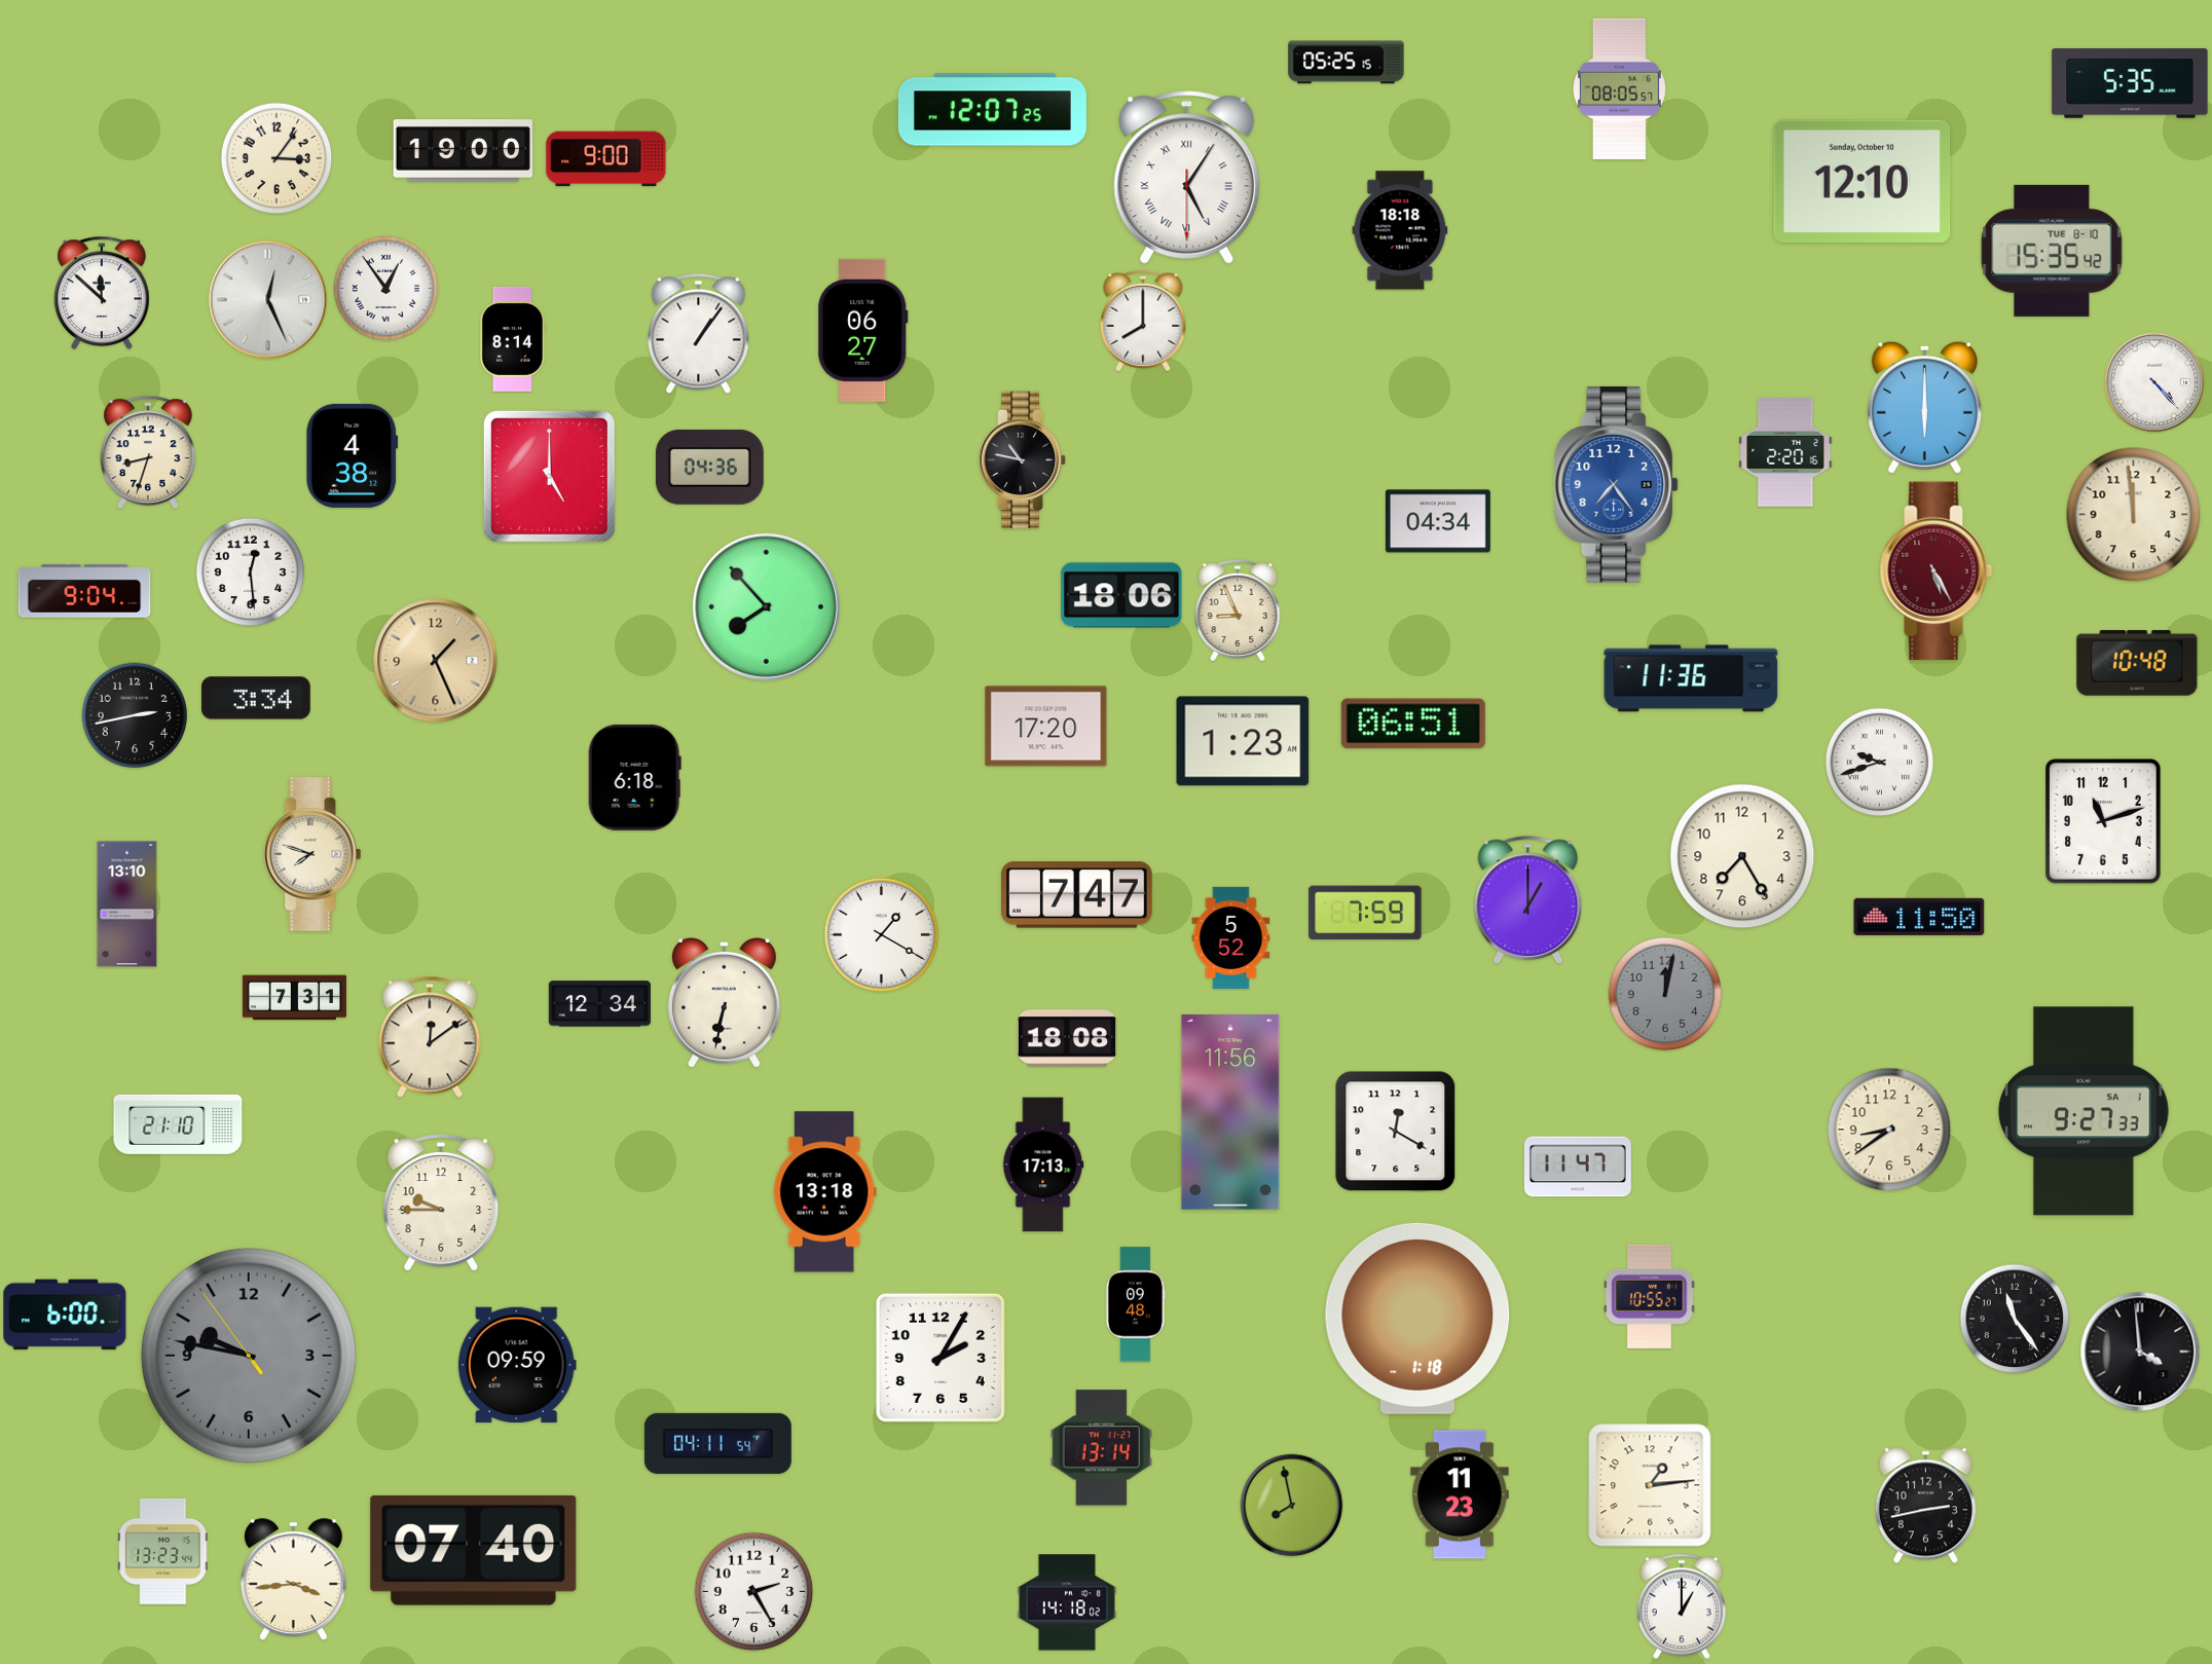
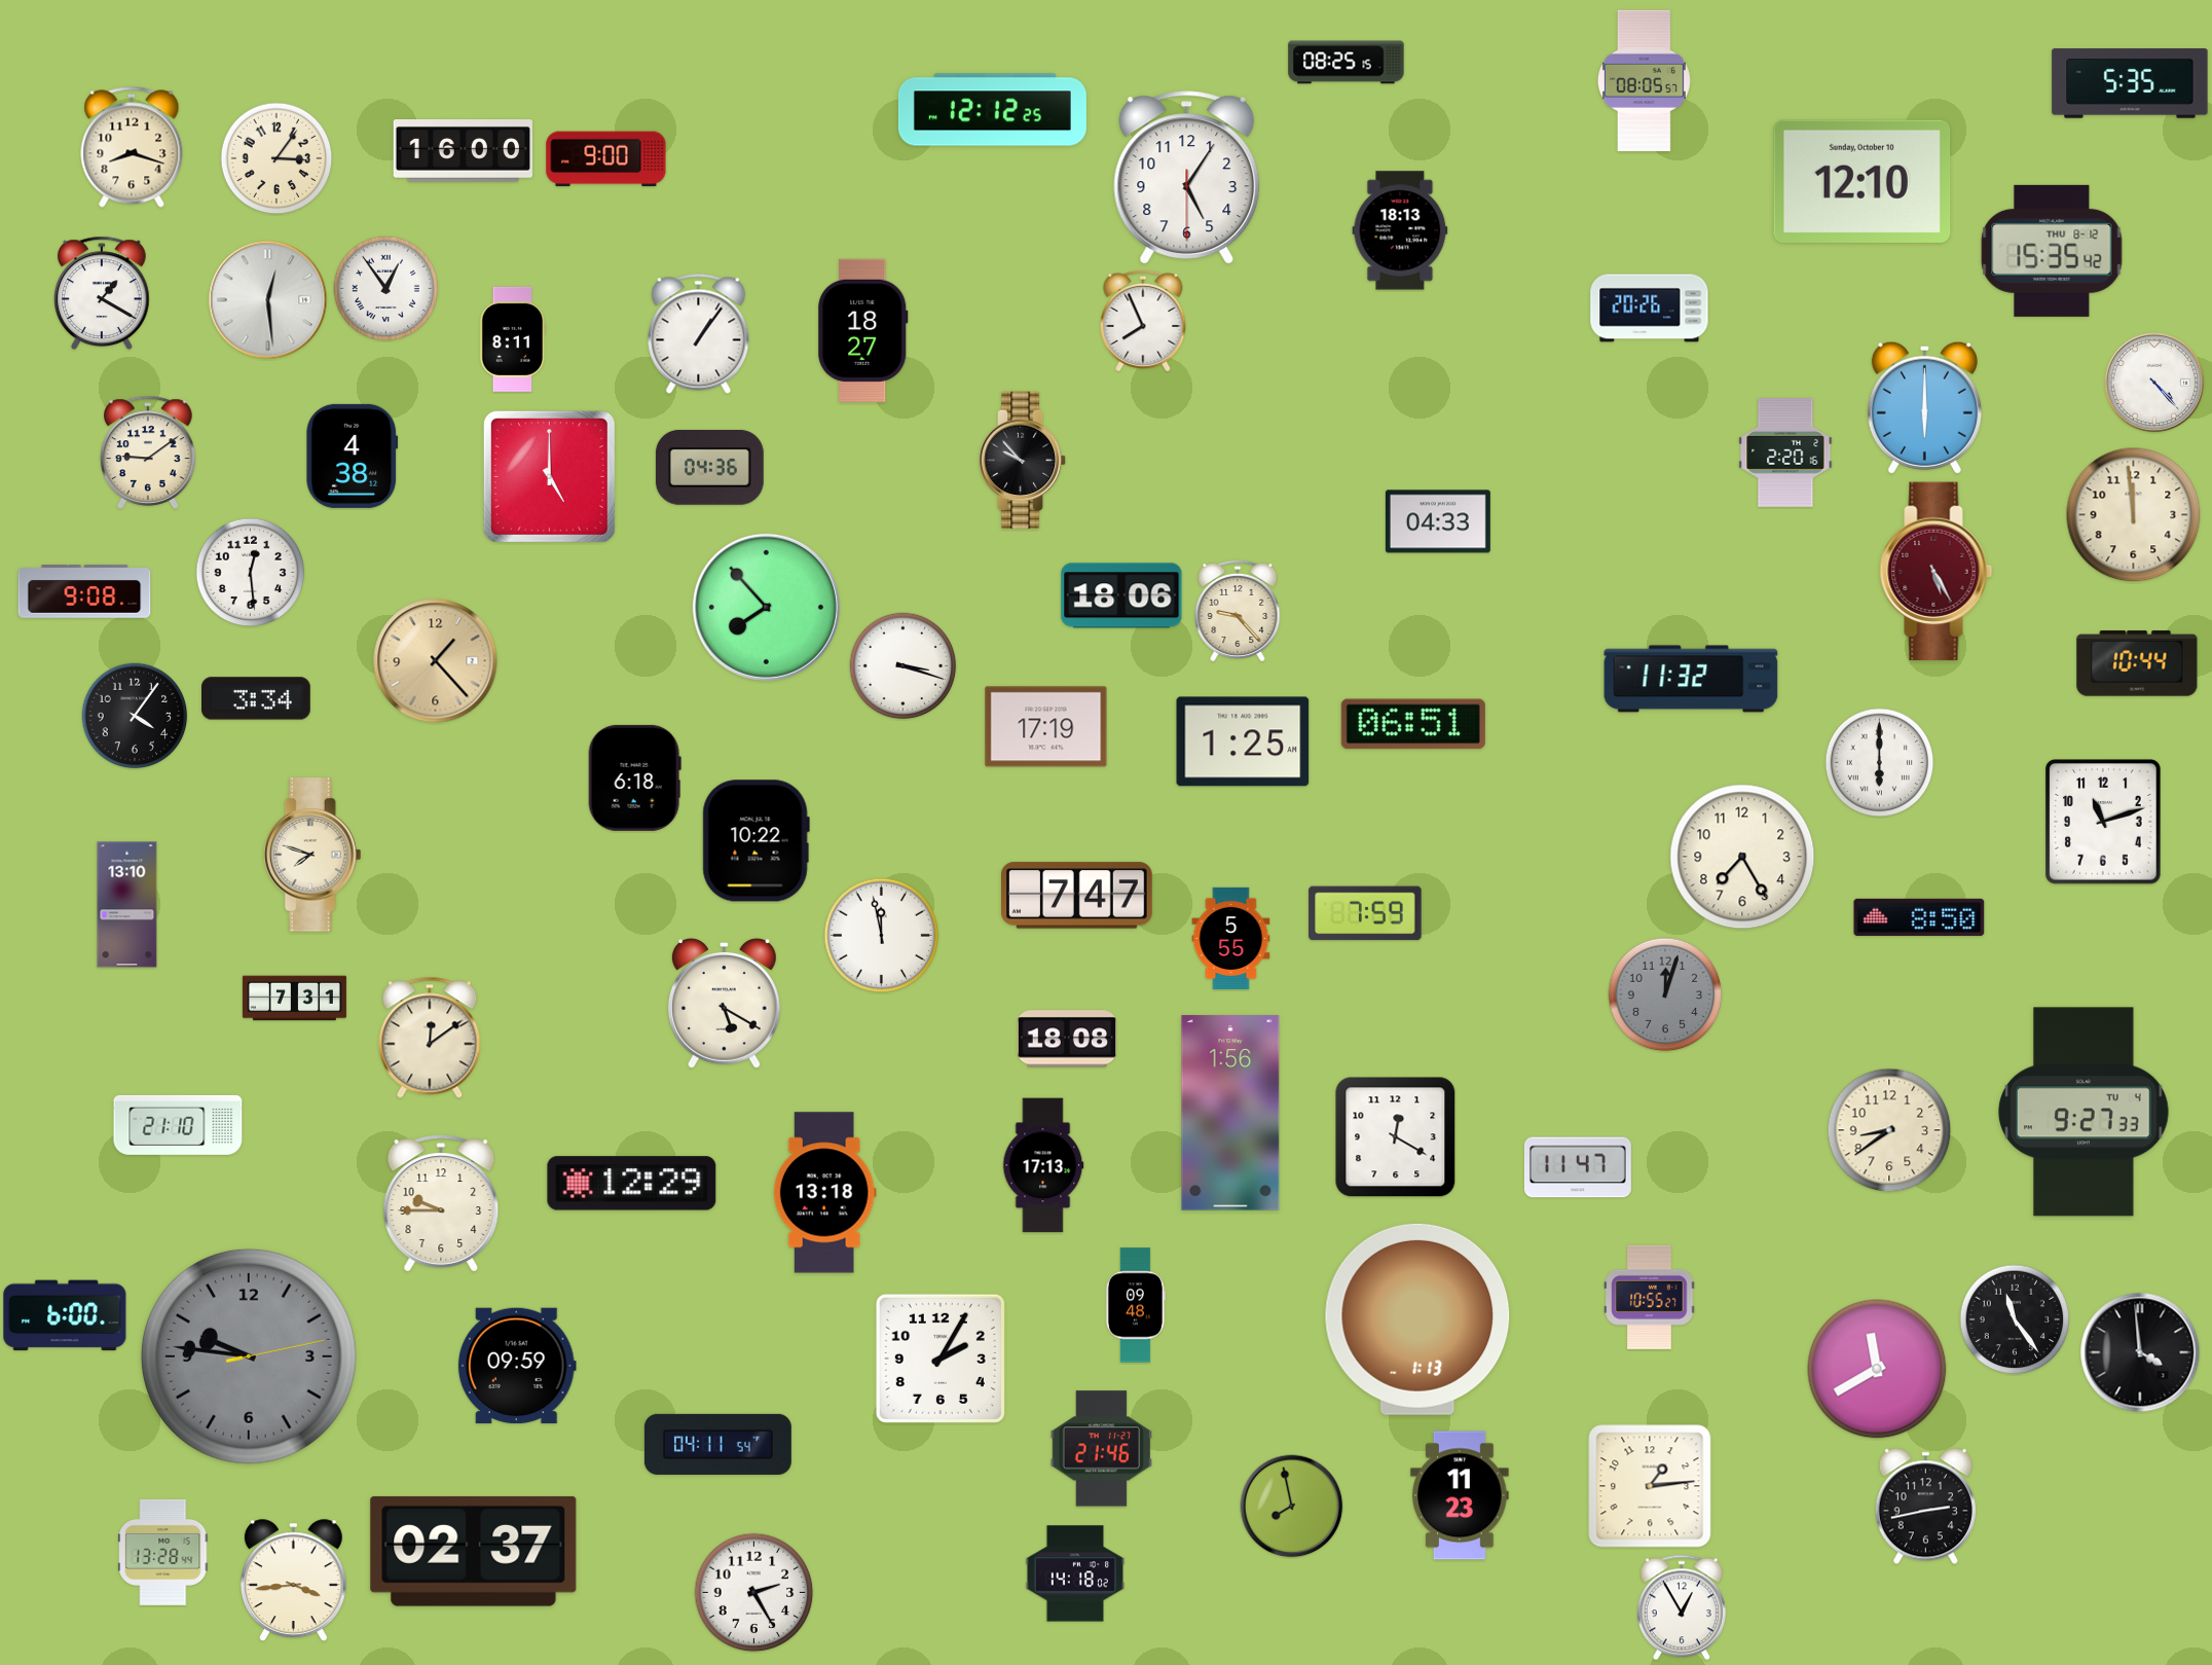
clock at (1347, 63): 05:25 -> 08:25
clock at (1619, 88) position: (1619, 88) -> (1644, 80)
clock at (992, 110): 12:07 -> 12:12
clock at (132, 147): none -> 8:18
clock at (464, 151): 19:00 -> 16:00
clock at (1187, 178) numerals: Roman -> Arabic
clock at (1400, 230): 18:18 -> 18:13
clock at (2052, 251) date: TUE 8-10 -> THU 8-12
clock at (102, 293): 11:52 -> 1:20
clock at (268, 300): 12:26 -> 12:29
clock at (1650, 309): none -> 20:26
clock at (1143, 321): 8:00 -> 7:56
clock at (863, 330): 06:27 -> 18:27
clock at (513, 339): 8:14 -> 8:11
clock at (148, 452): 8:33 -> 9:09
clock at (1023, 460): 10:47 -> 9:53
clock at (1617, 485): 7:24 -> none
clock at (1438, 521): 04:34 -> 04:33
clock at (84, 591): 9:04 -> 9:08
clock at (1238, 611): 8:56 -> 9:23
clock at (436, 661): 1:26 -> 1:23
clock at (2137, 663): 10:48 -> 10:44
clock at (904, 666): none -> 3:18
clock at (1691, 678): 11:36 -> 11:32
clock at (135, 715): 2:43 -> 4:06
clock at (1046, 727): 17:20 -> 17:19
clock at (1243, 741): 1:23 -> 1:25
clock at (1880, 763): 9:42 -> 6:00
clock at (755, 841): none -> 10:22
clock at (1528, 900): 1:00 -> none
clock at (1919, 917): 11:50 -> 8:50
clock at (882, 935): 1:20 -> 11:58
clock at (1231, 937): 5:52 -> 5:55
clock at (1665, 994): 12:02 -> 12:03
clock at (724, 1002): 6:32 -> 5:20
clock at (599, 1004): 12:34 -> none
clock at (2085, 1111) date: SA 1 -> TU 4
clock at (1230, 1112): 11:56 -> 1:56
clock at (1396, 1132) position: (1396, 1132) -> (1396, 1137)
clock at (632, 1184): none -> 12:29
clock at (1417, 1319): 1:18 -> 1:13
clock at (249, 1356): 9:46:54 -> 9:46:13
clock at (1877, 1369): none -> 11:40
clock at (1101, 1448): 13:14 -> 21:46
clock at (163, 1551): 13:23 -> 13:28
clock at (474, 1551): 07:40 -> 02:37
clock at (1066, 1602) position: (1066, 1602) -> (1074, 1573)
clock at (1682, 1606): 1:00 -> 12:55
